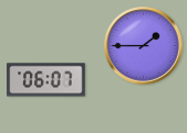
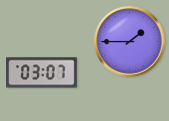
clock at (46, 80): 06:07 -> 03:07
